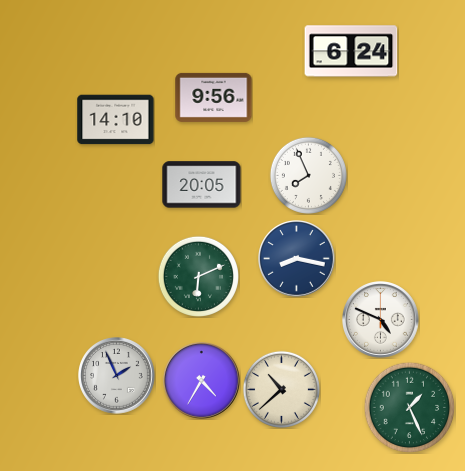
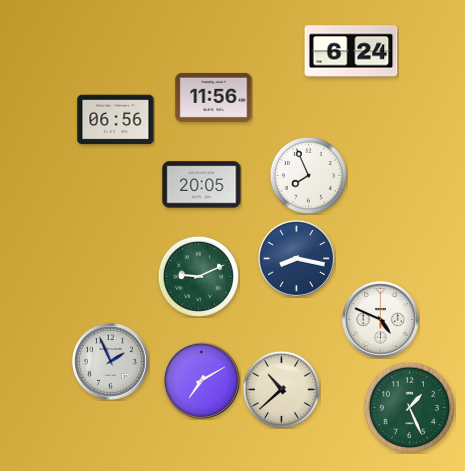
clock at (214, 97): 9:56 -> 11:56
clock at (116, 120): 14:10 -> 06:56
clock at (198, 276): 6:11 -> 9:11
clock at (117, 376) position: (117, 376) -> (111, 362)
clock at (202, 381): 4:35 -> 7:10
